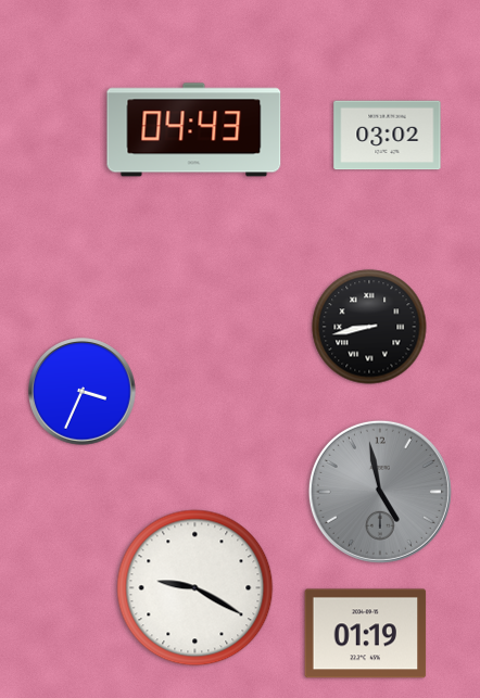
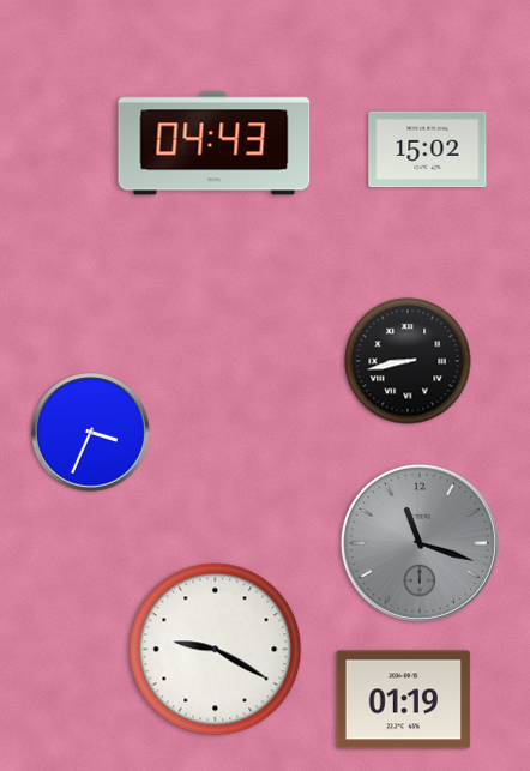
clock at (388, 136): 03:02 -> 15:02
clock at (380, 492): 4:58 -> 11:18
